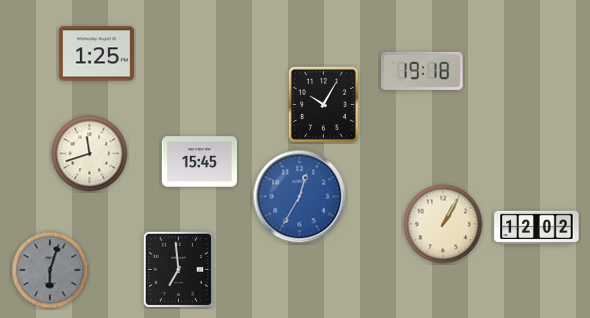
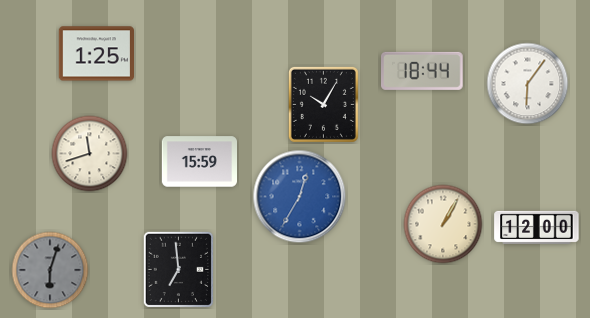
clock at (423, 71): 19:18 -> 18:44
clock at (528, 84): none -> 6:06
clock at (199, 162): 15:45 -> 15:59
clock at (537, 227): 12:02 -> 12:00
